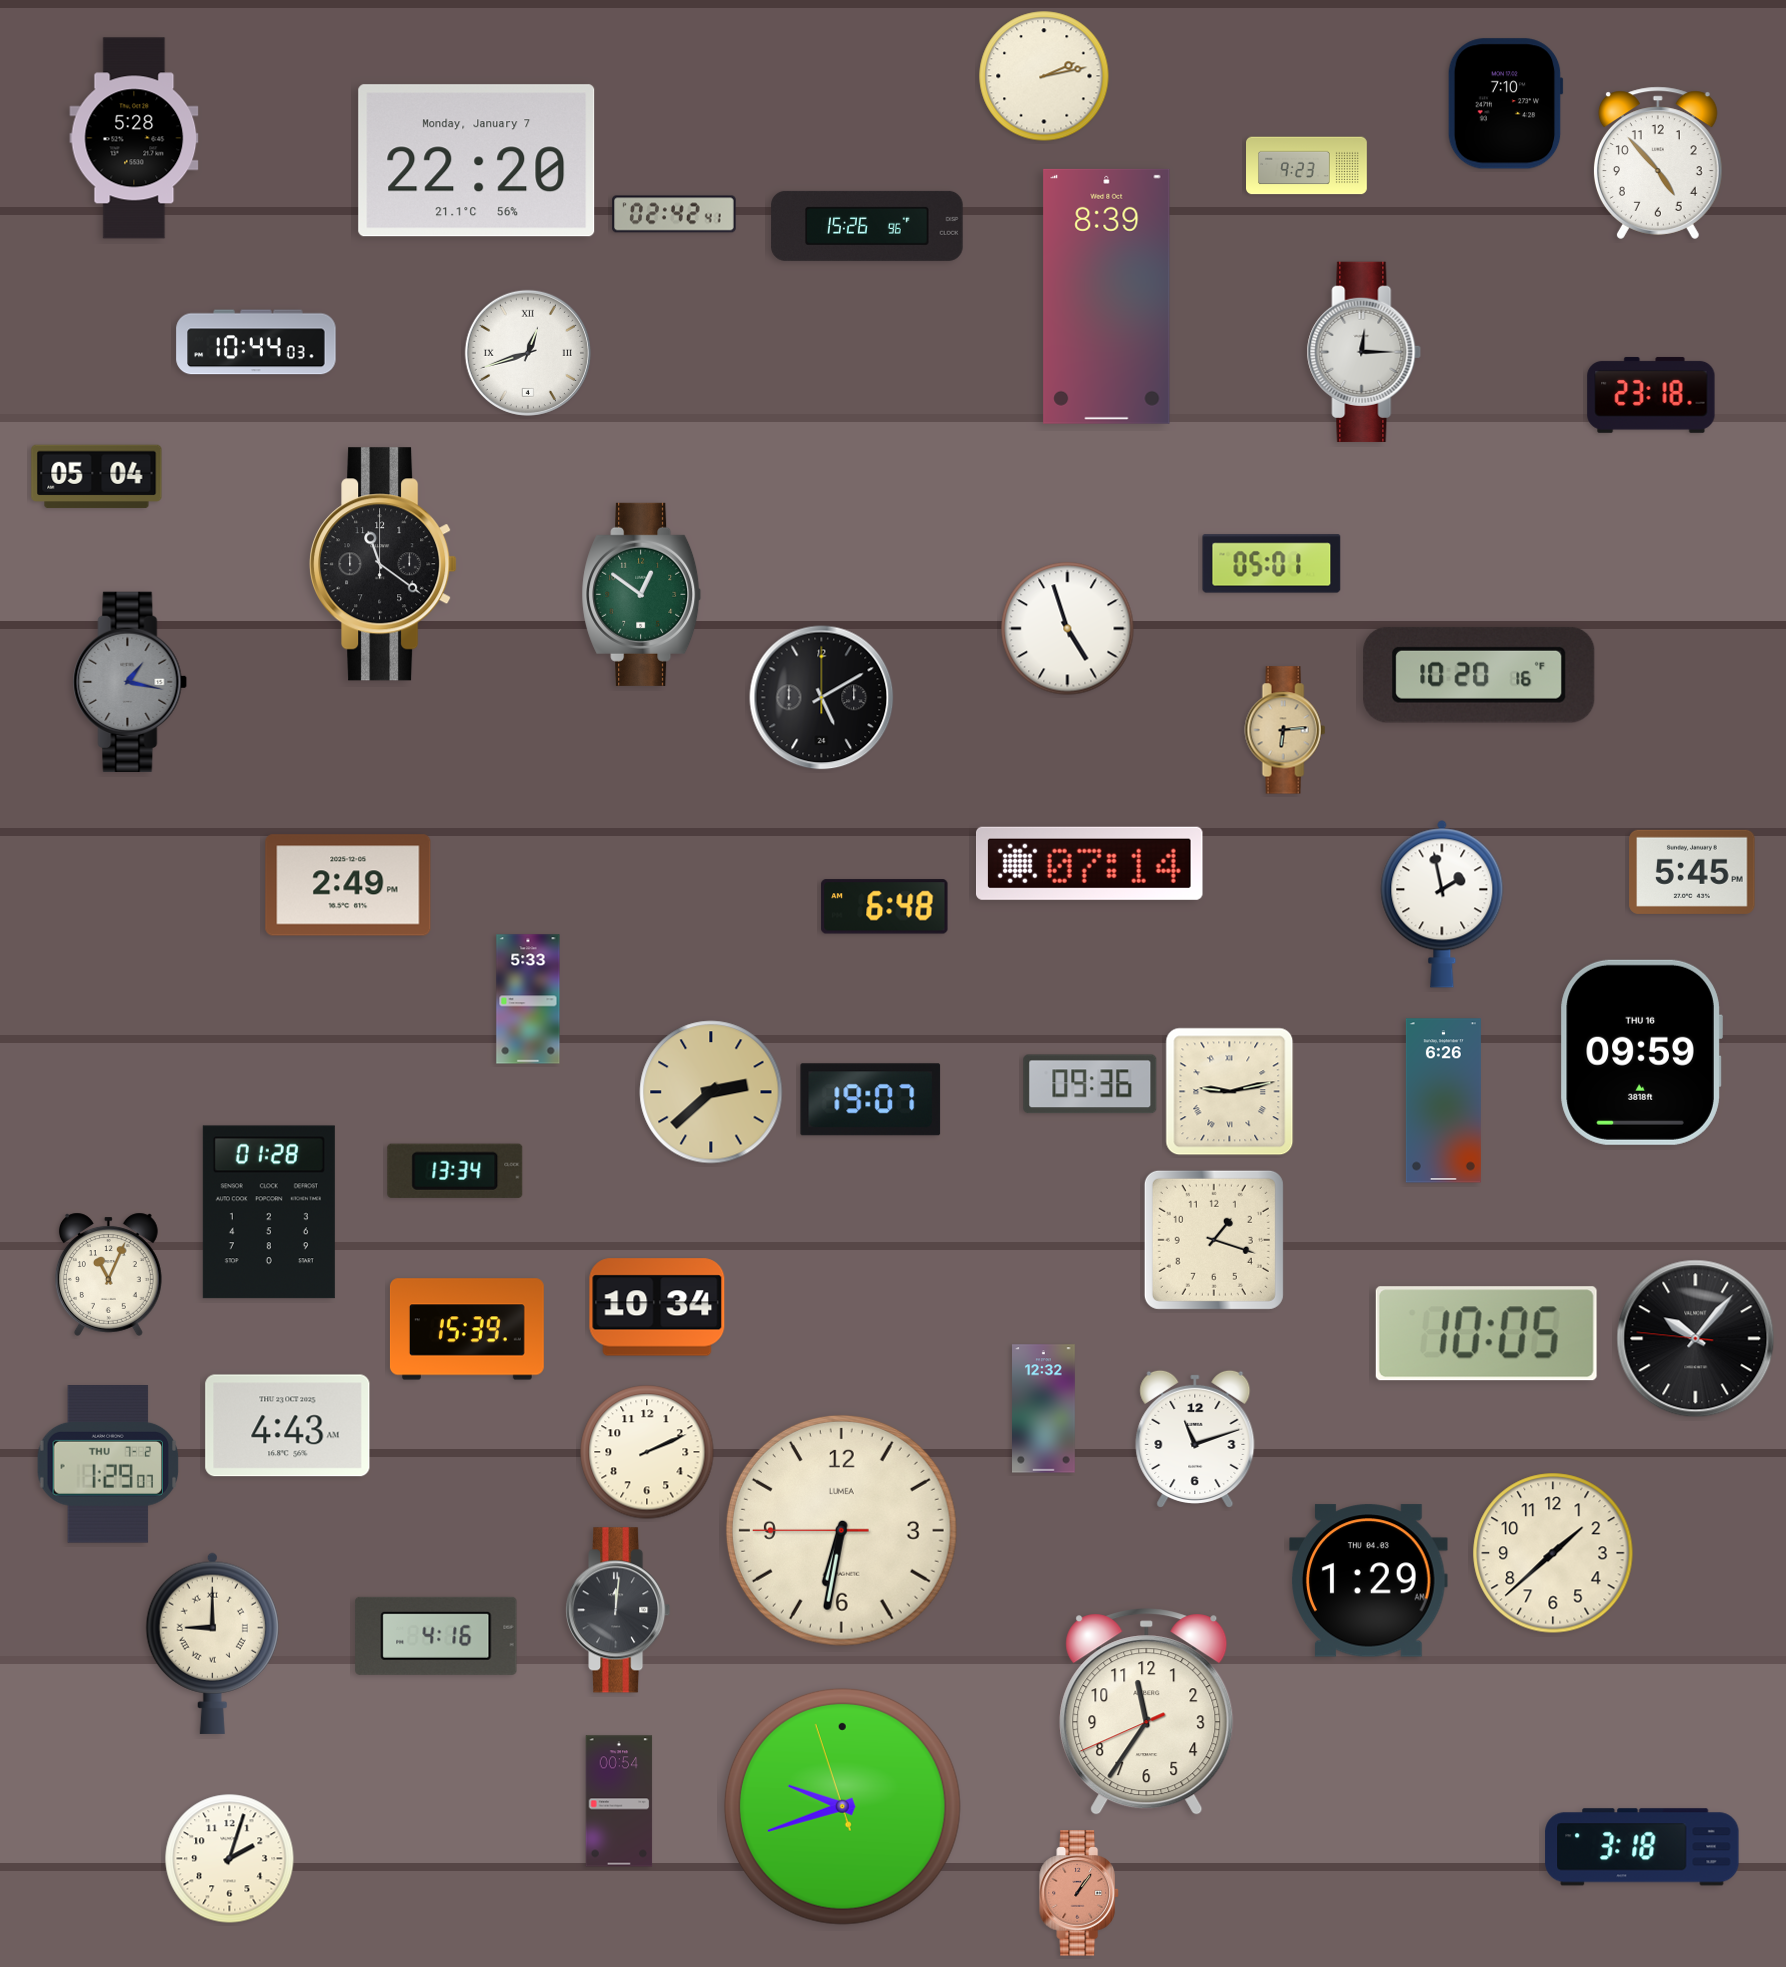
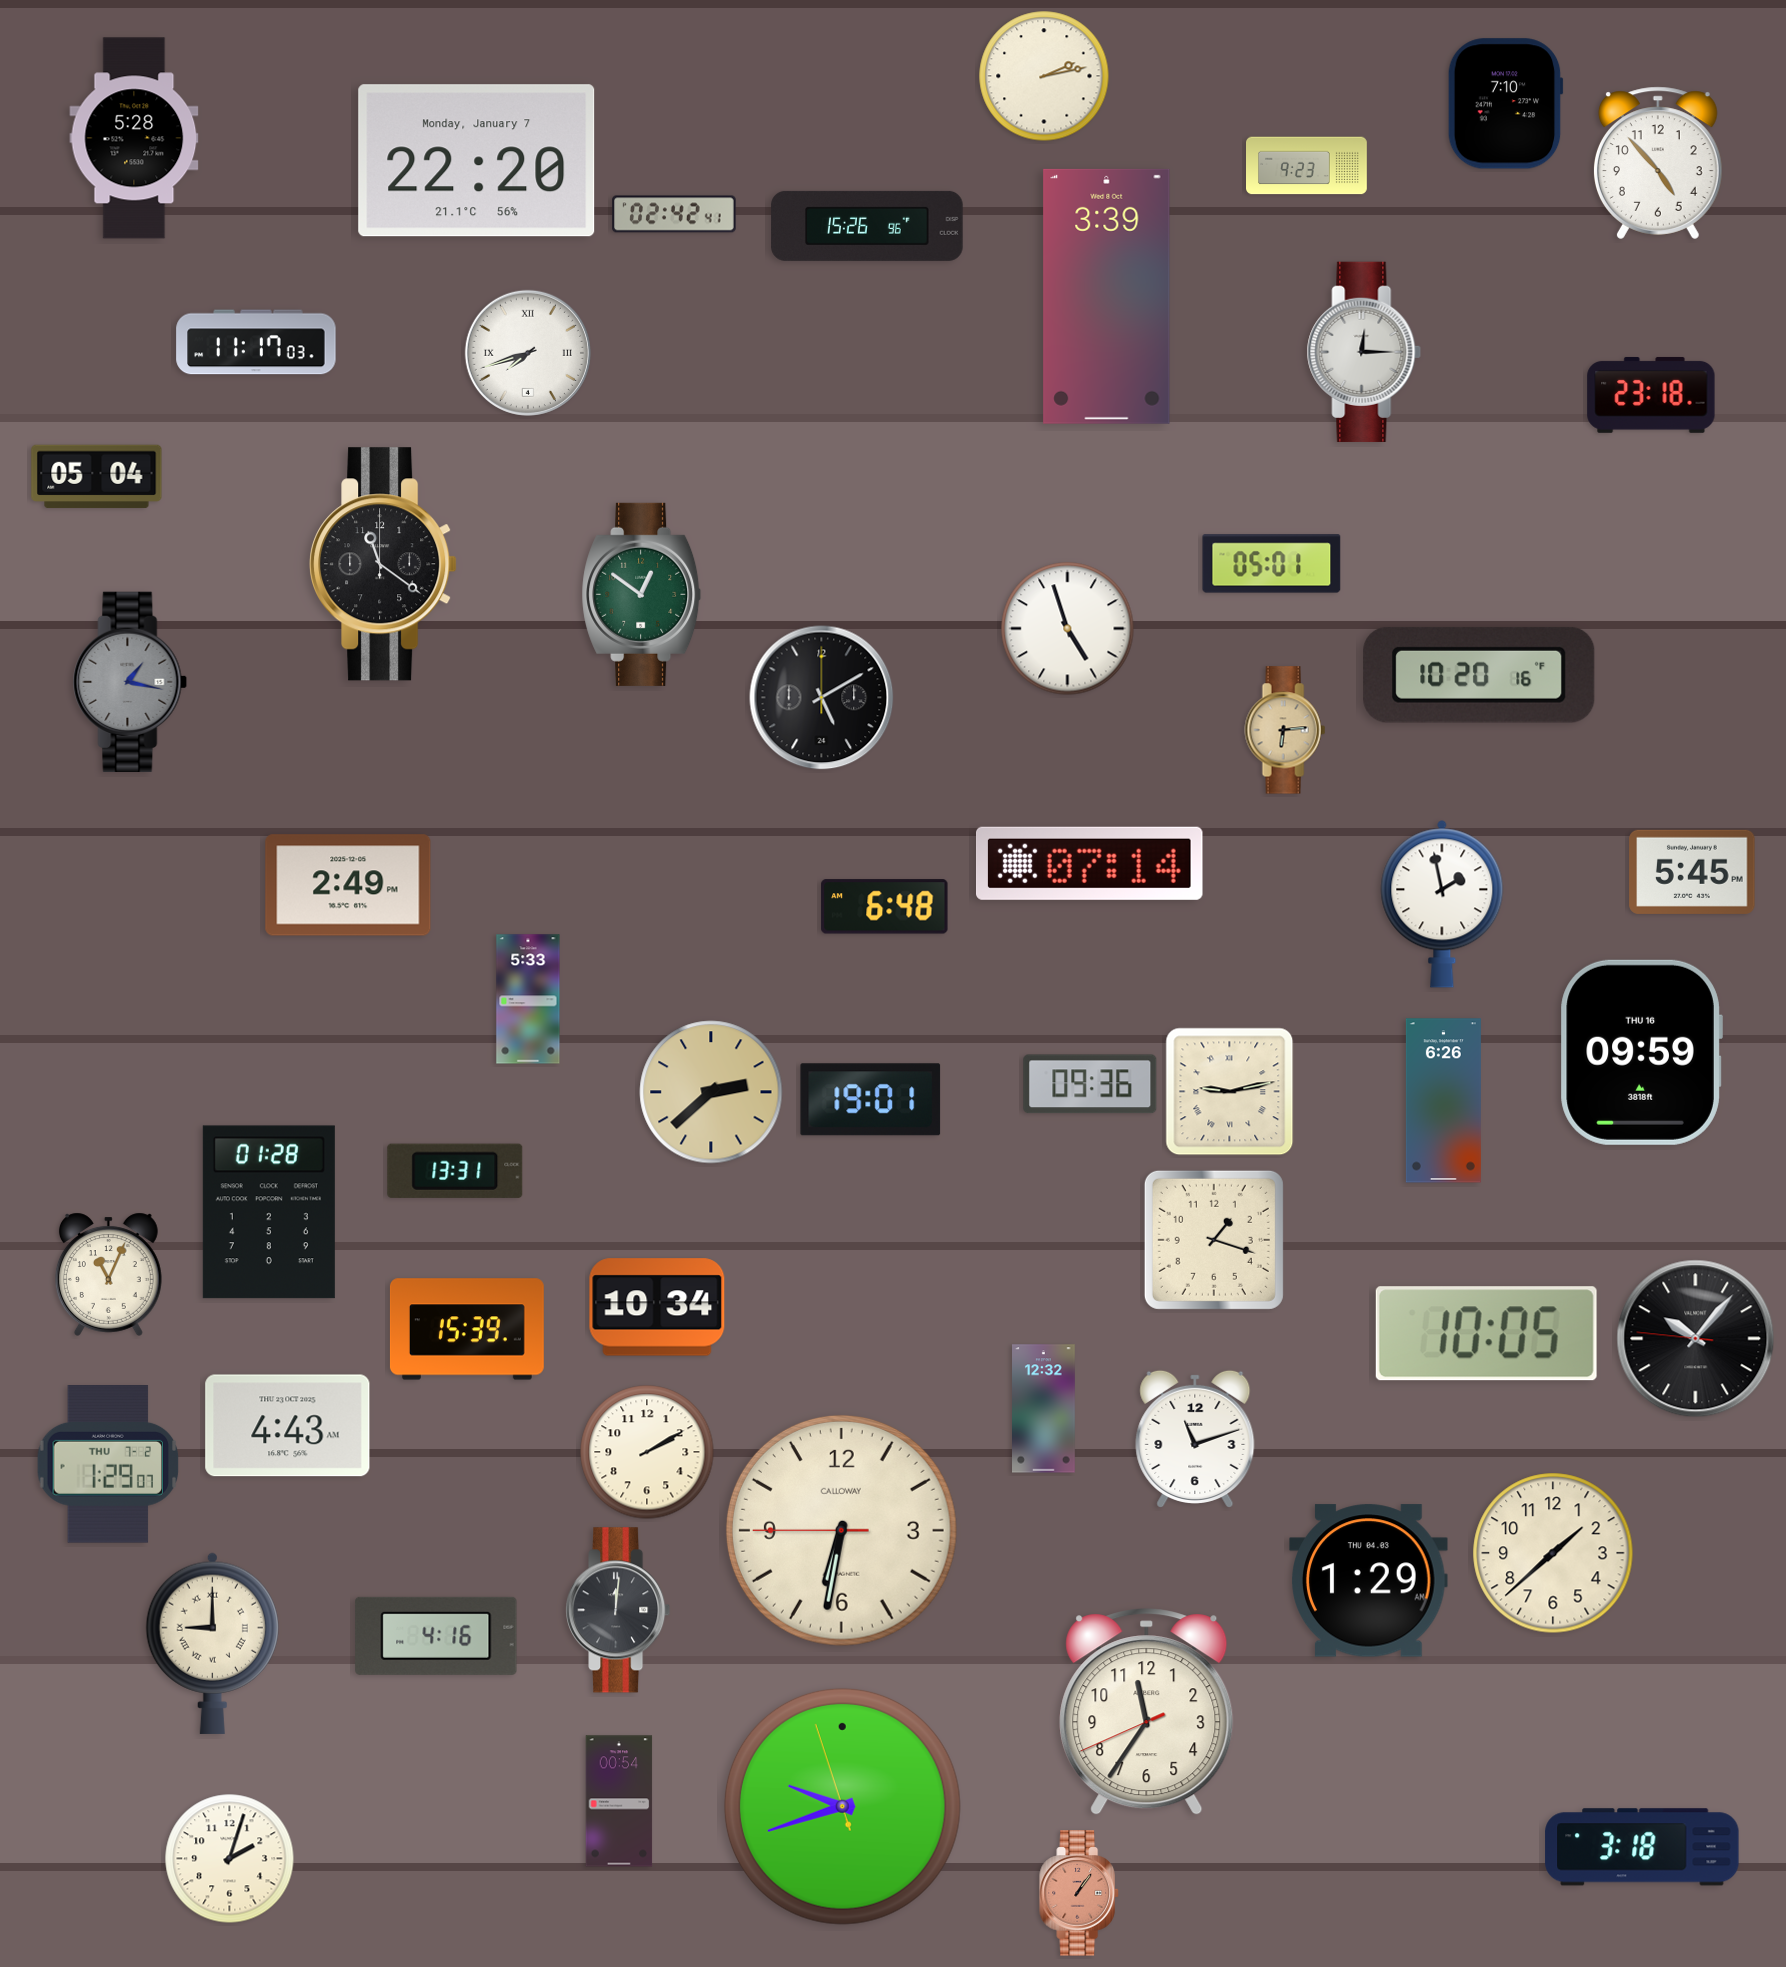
clock at (1107, 296): 8:39 -> 3:39
clock at (256, 342): 10:44 -> 11:17
clock at (528, 353): 12:42 -> 7:42
clock at (871, 1100): 19:07 -> 19:01
clock at (455, 1171): 13:34 -> 13:31
clock at (647, 1452): 2:11 -> 2:10
clock at (841, 1530) brand: LUMEA -> CALLOWAY
